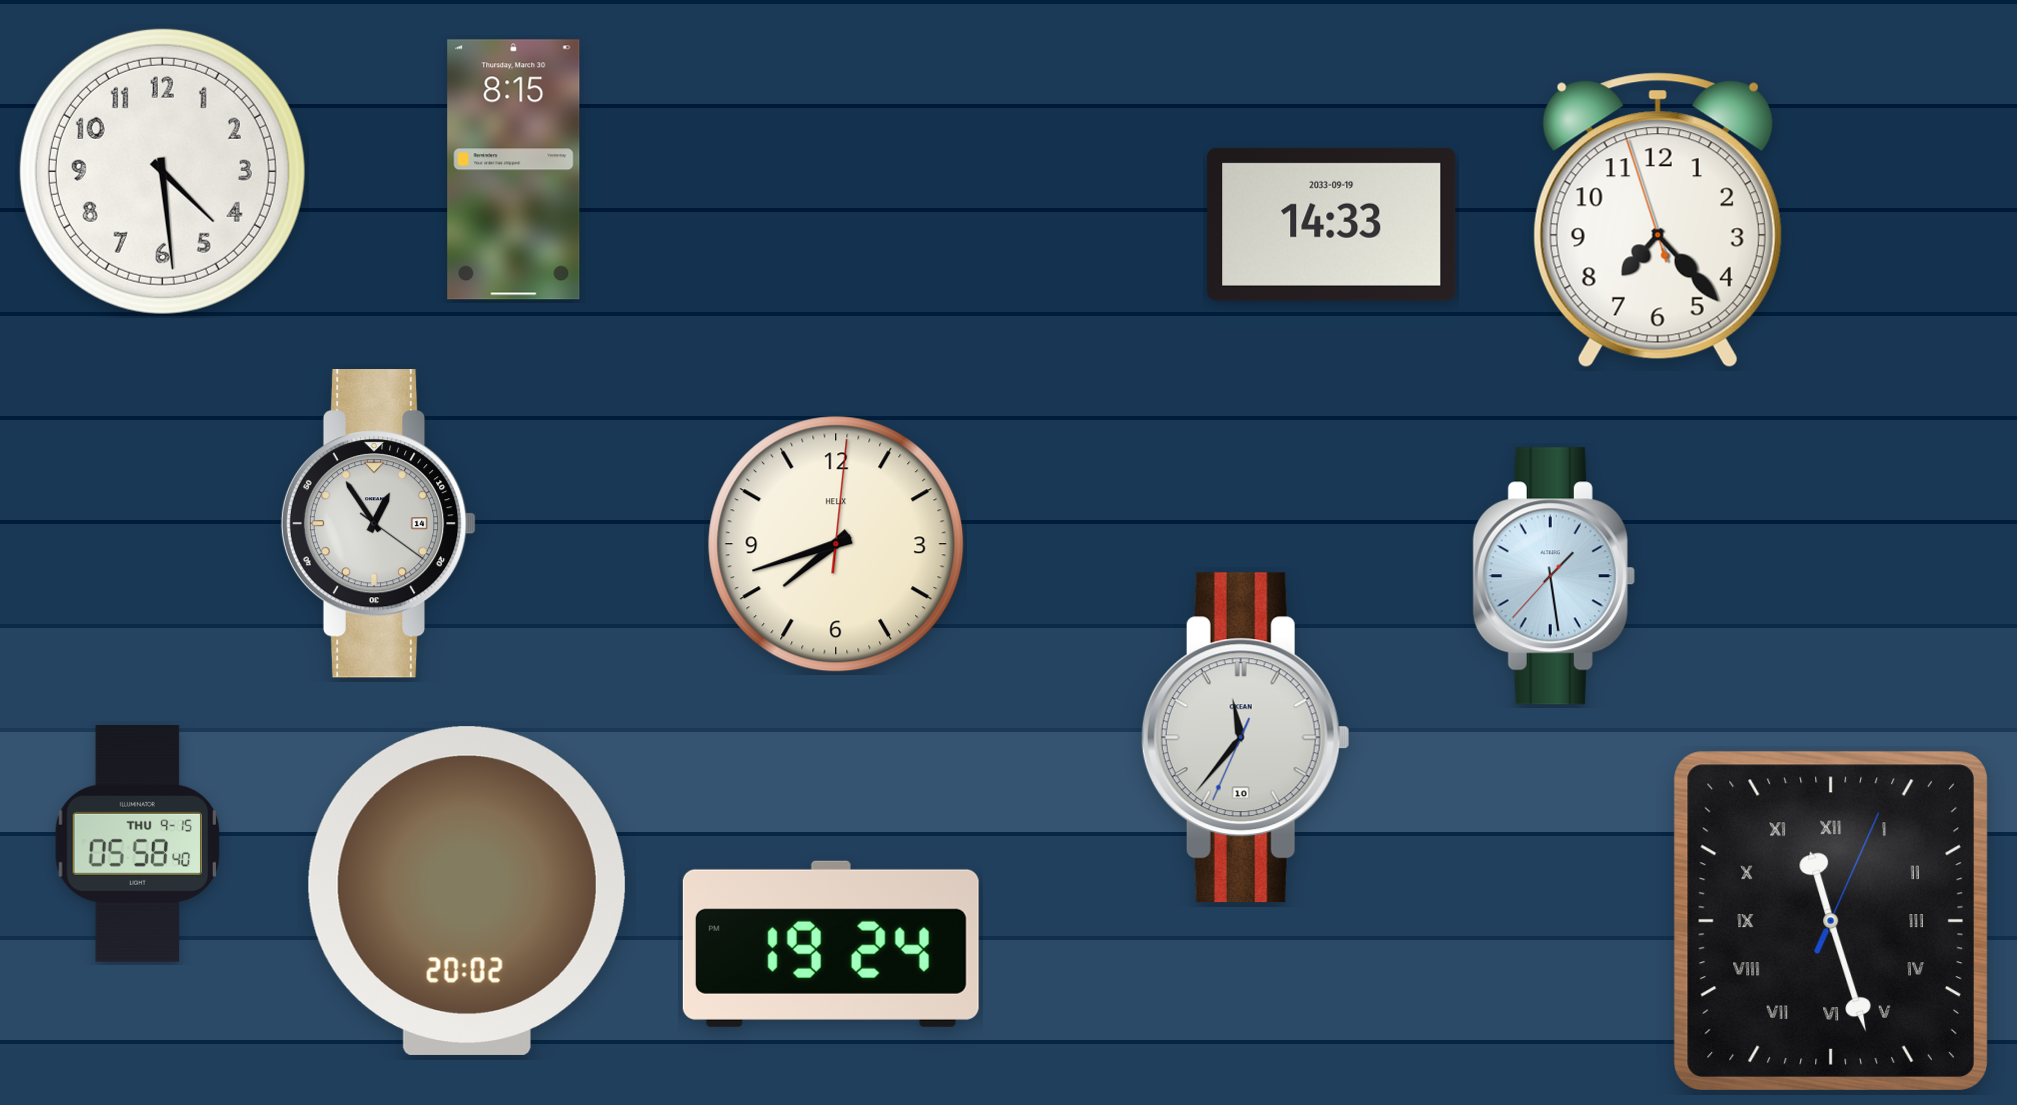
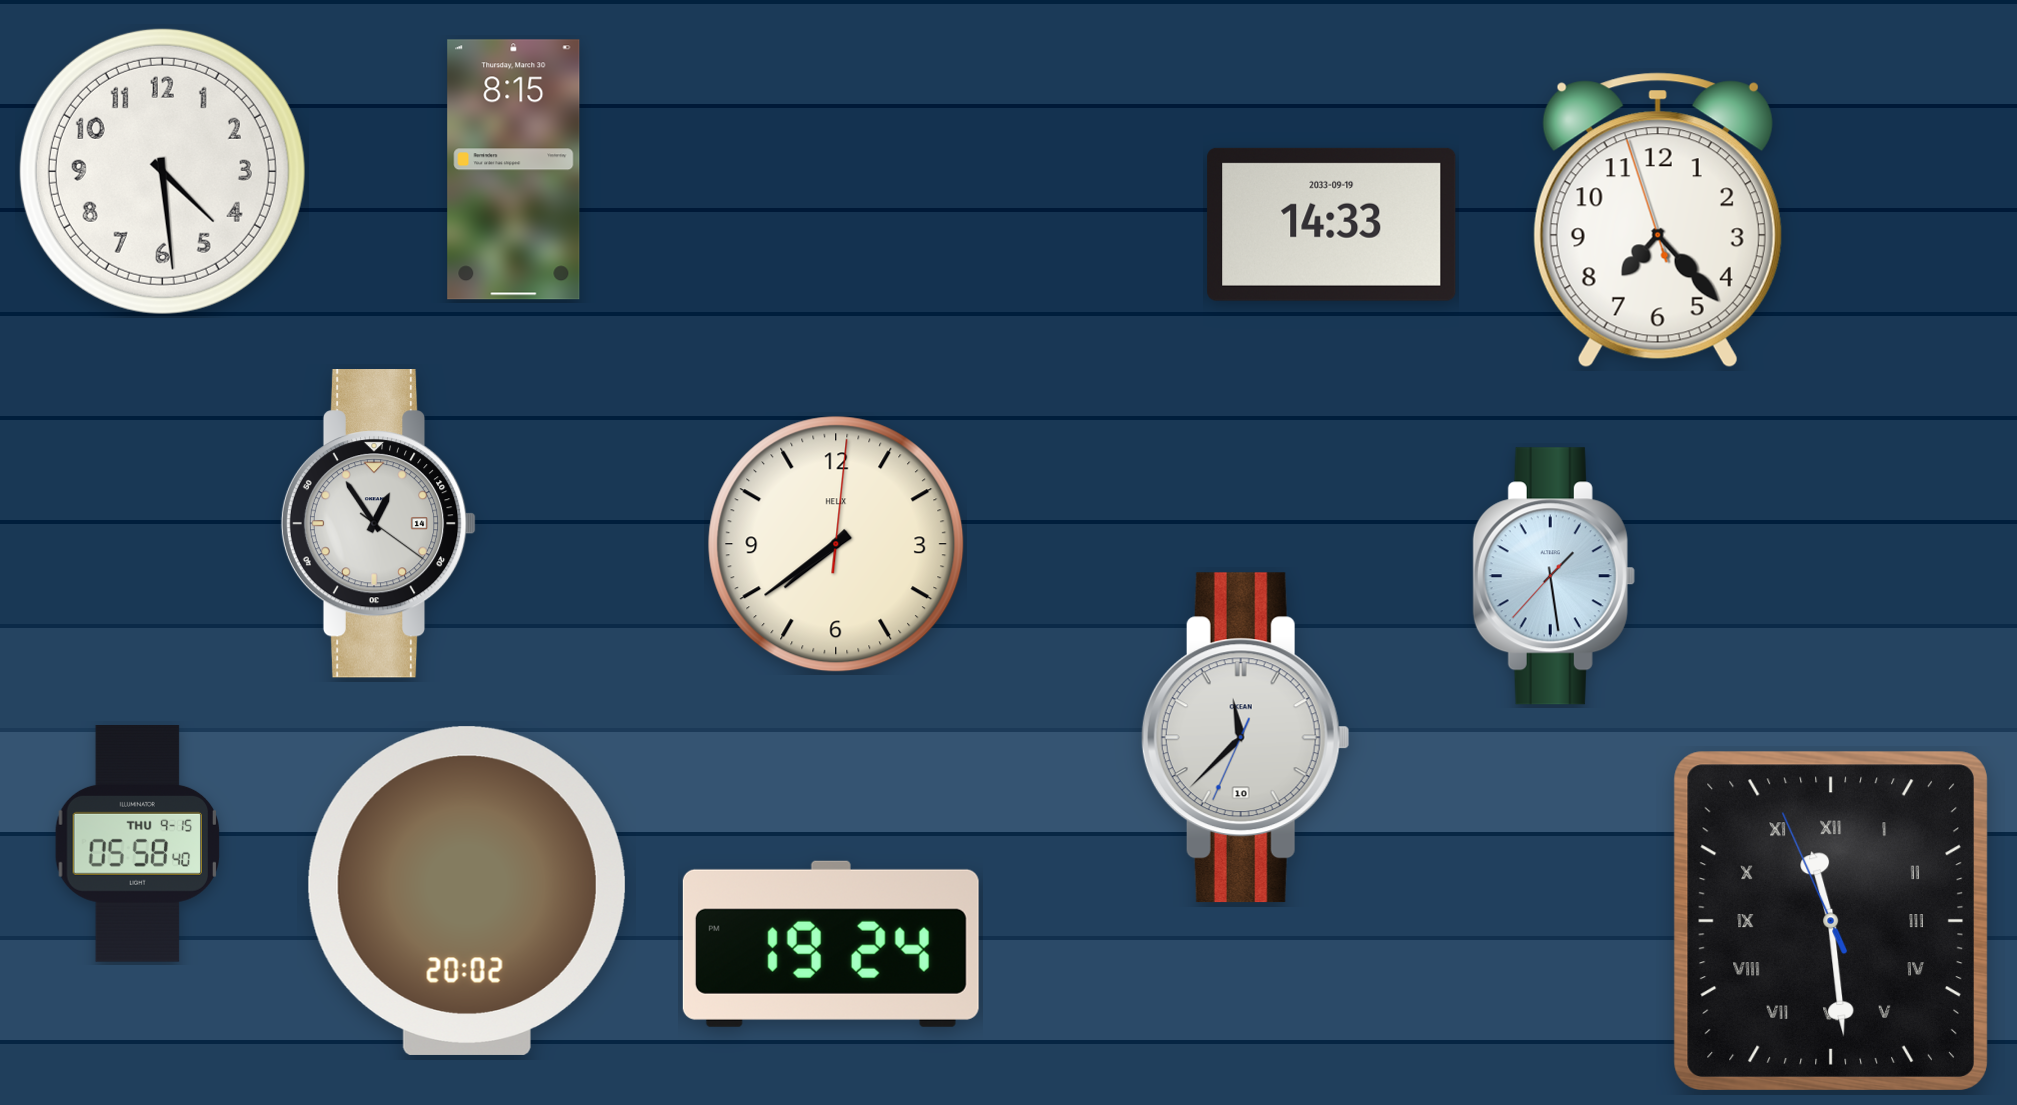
clock at (836, 544): 7:42 -> 7:39
clock at (1245, 738): 11:36 -> 11:37
clock at (1831, 921): 11:27 -> 11:28
